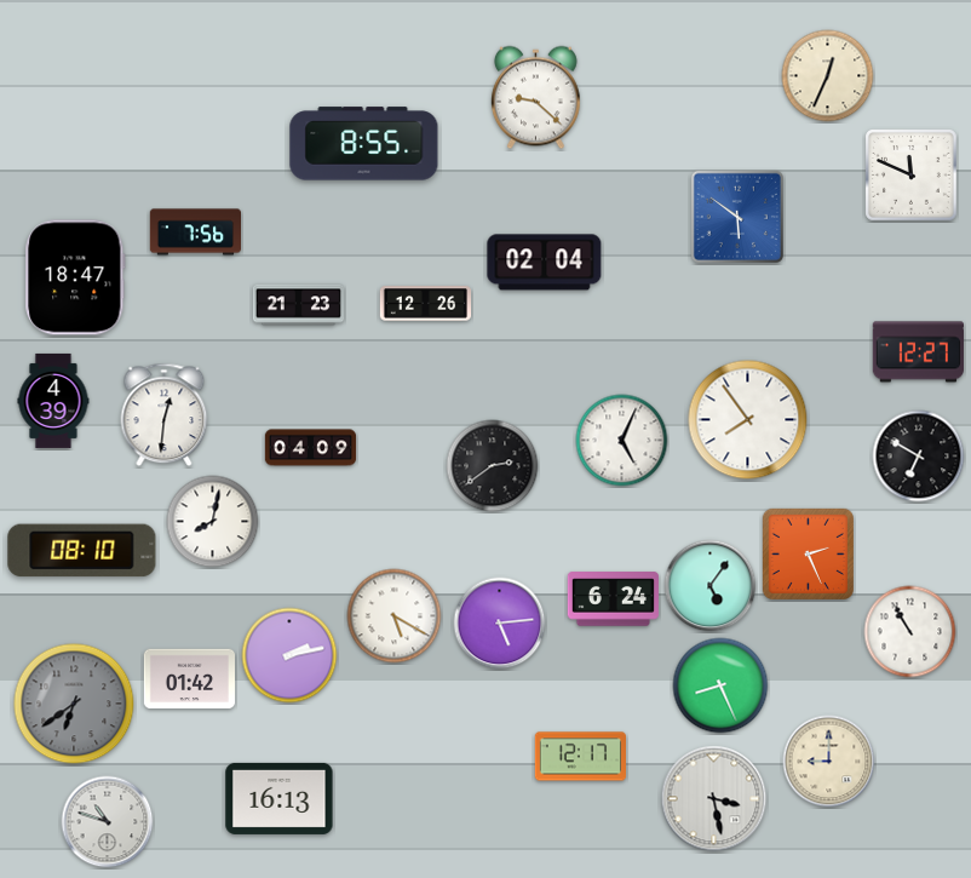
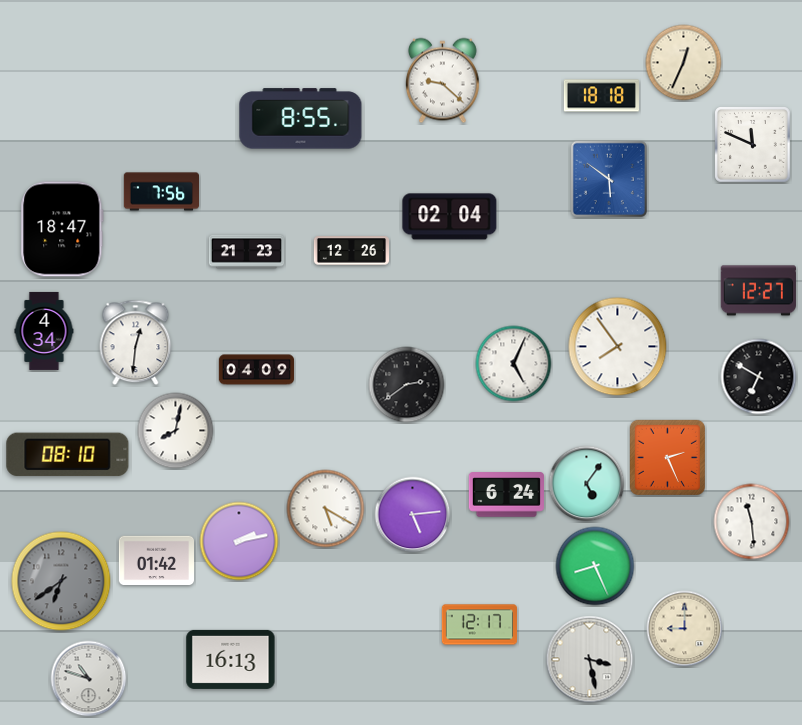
clock at (601, 96): none -> 18:18
clock at (53, 401): 4:39 -> 4:34
clock at (910, 632): 10:55 -> 11:29
